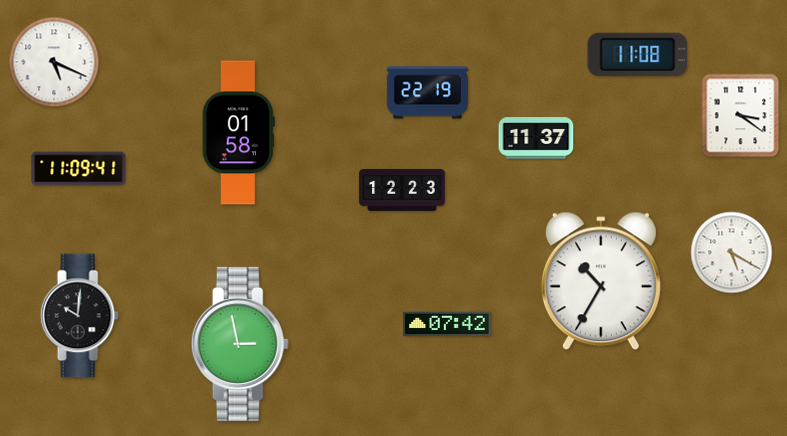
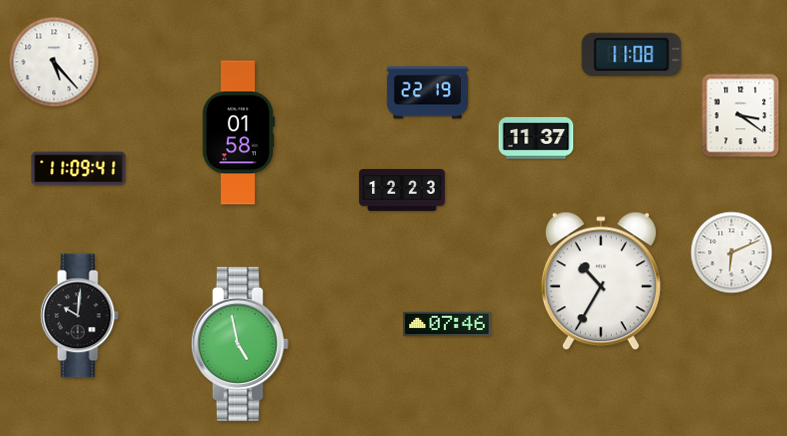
clock at (638, 54) position: (638, 54) -> (632, 54)
clock at (54, 62): 5:19 -> 5:23
clock at (732, 253): 5:20 -> 6:11
clock at (447, 323): 07:42 -> 07:46
clock at (240, 344): 2:58 -> 4:58
